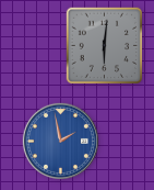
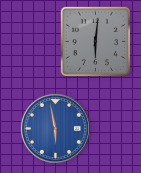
clock at (60, 141): 1:58 -> 5:58
